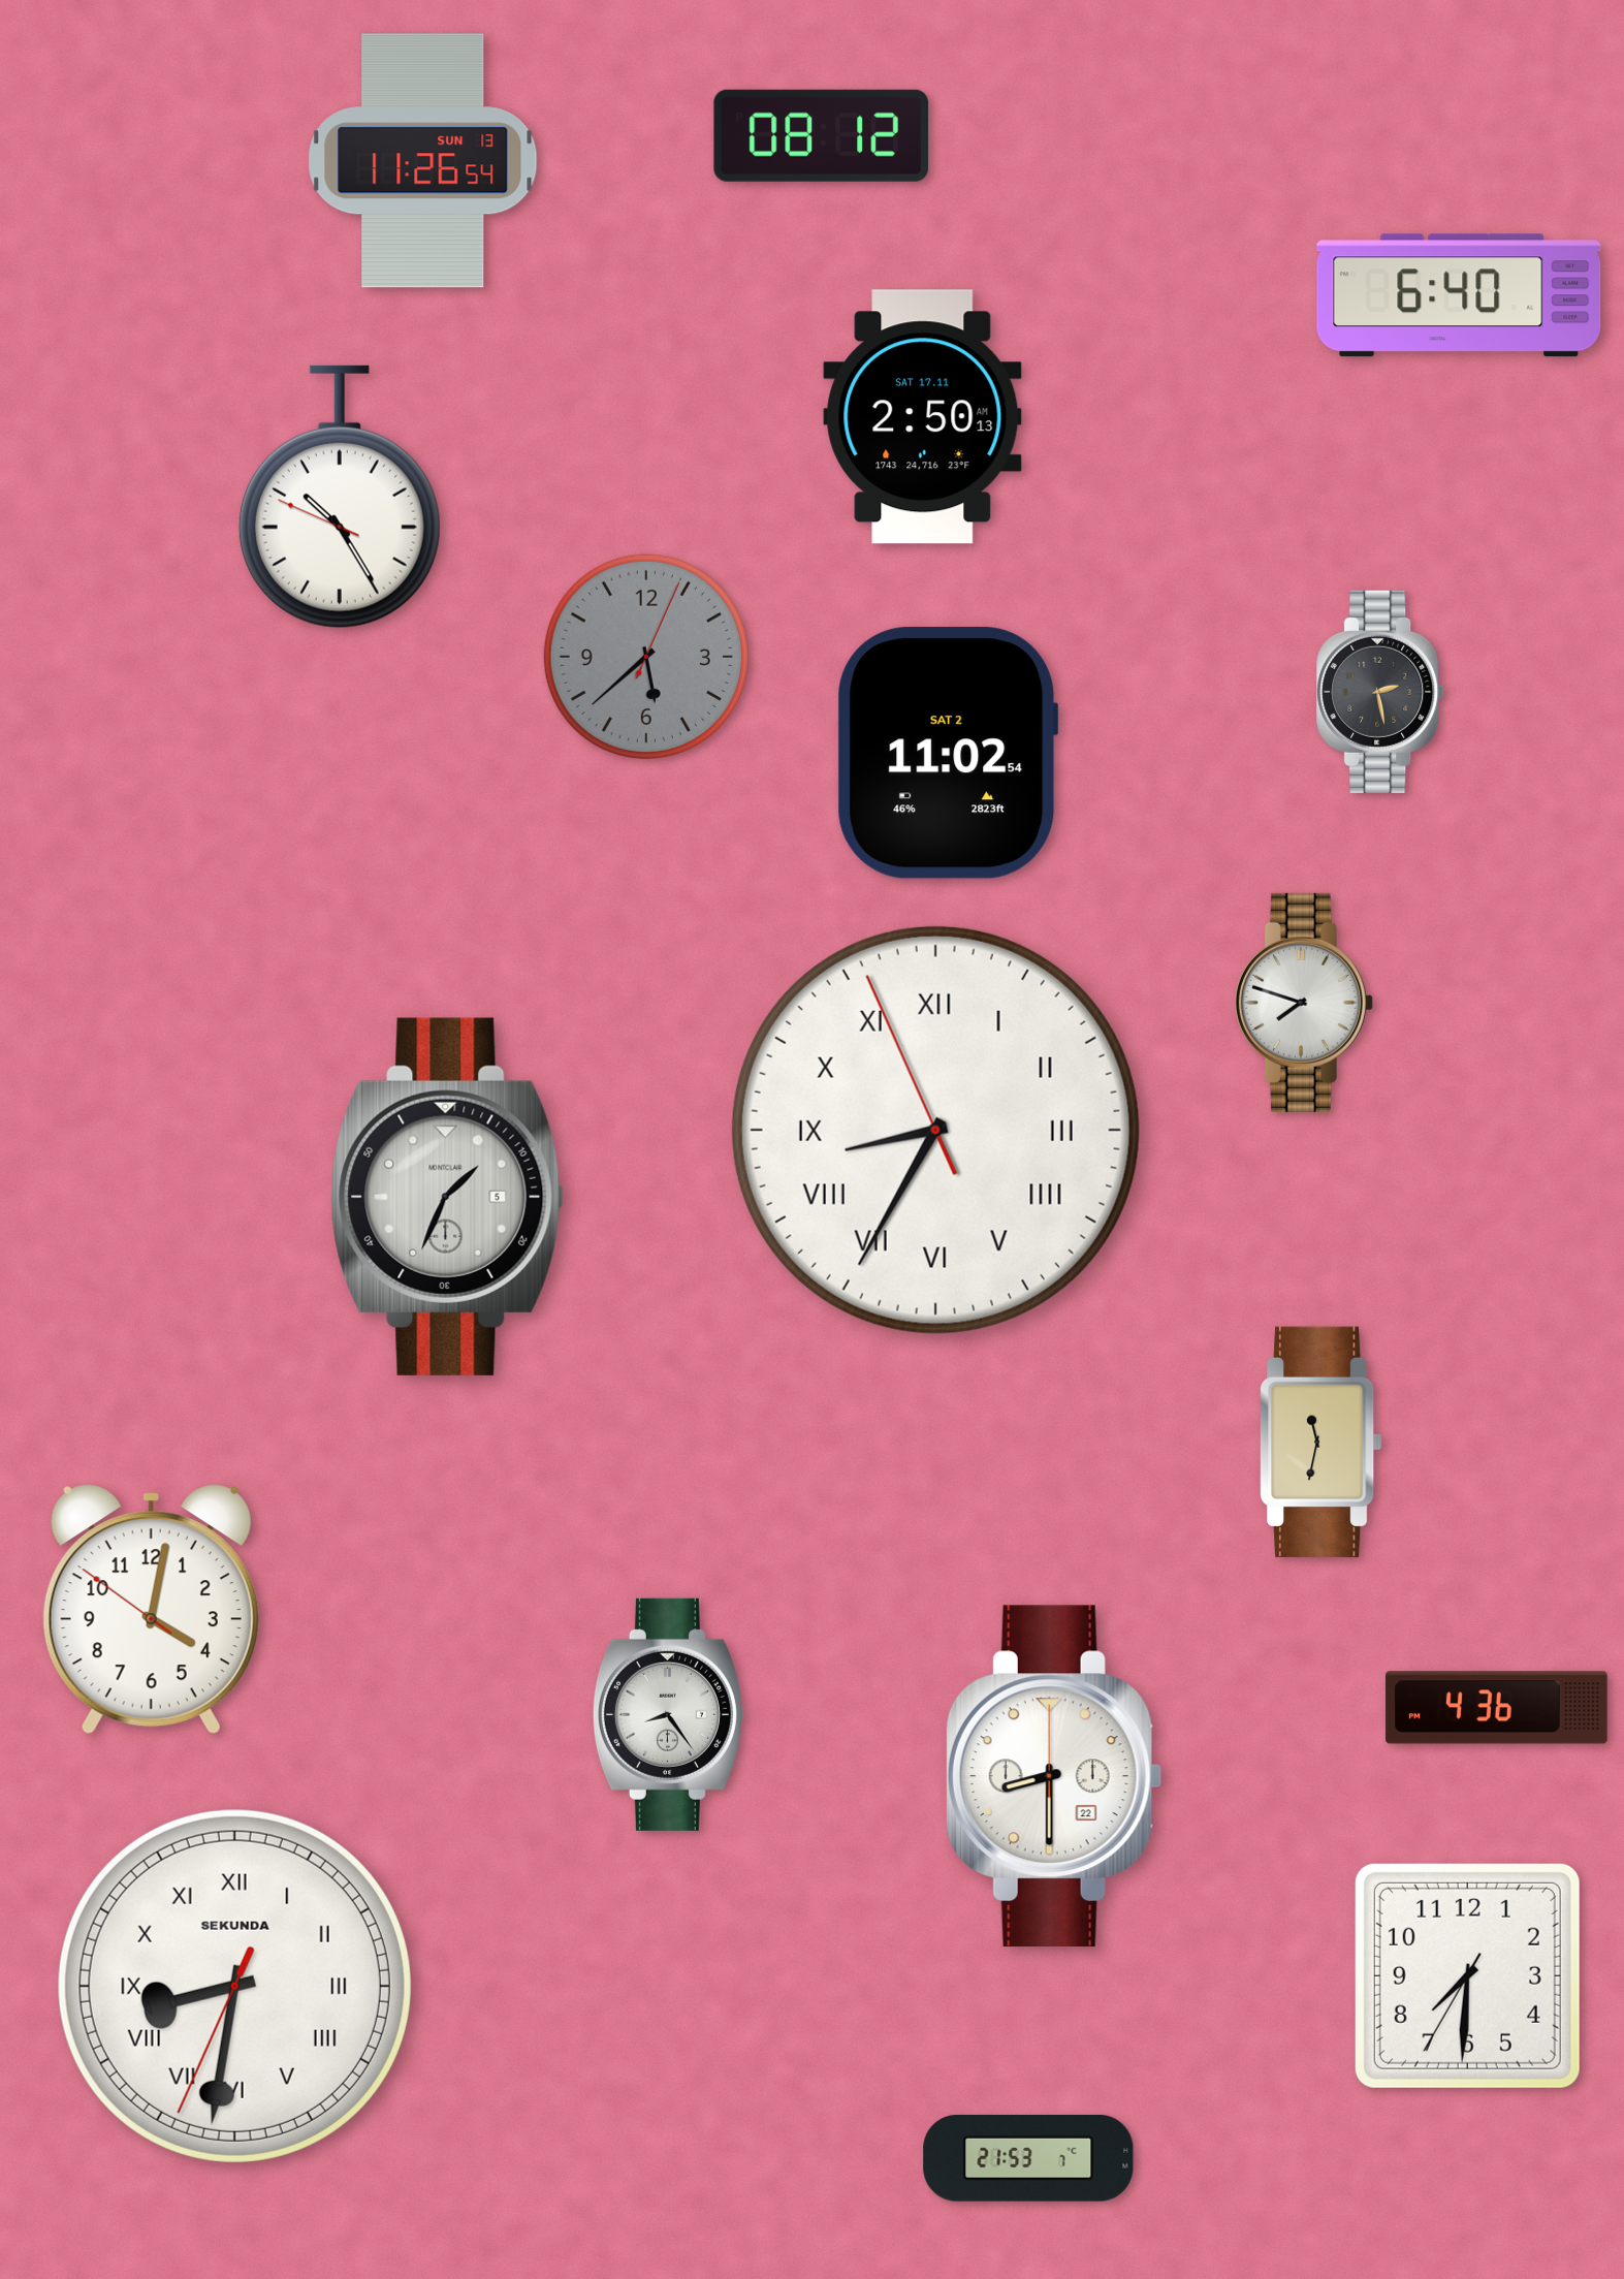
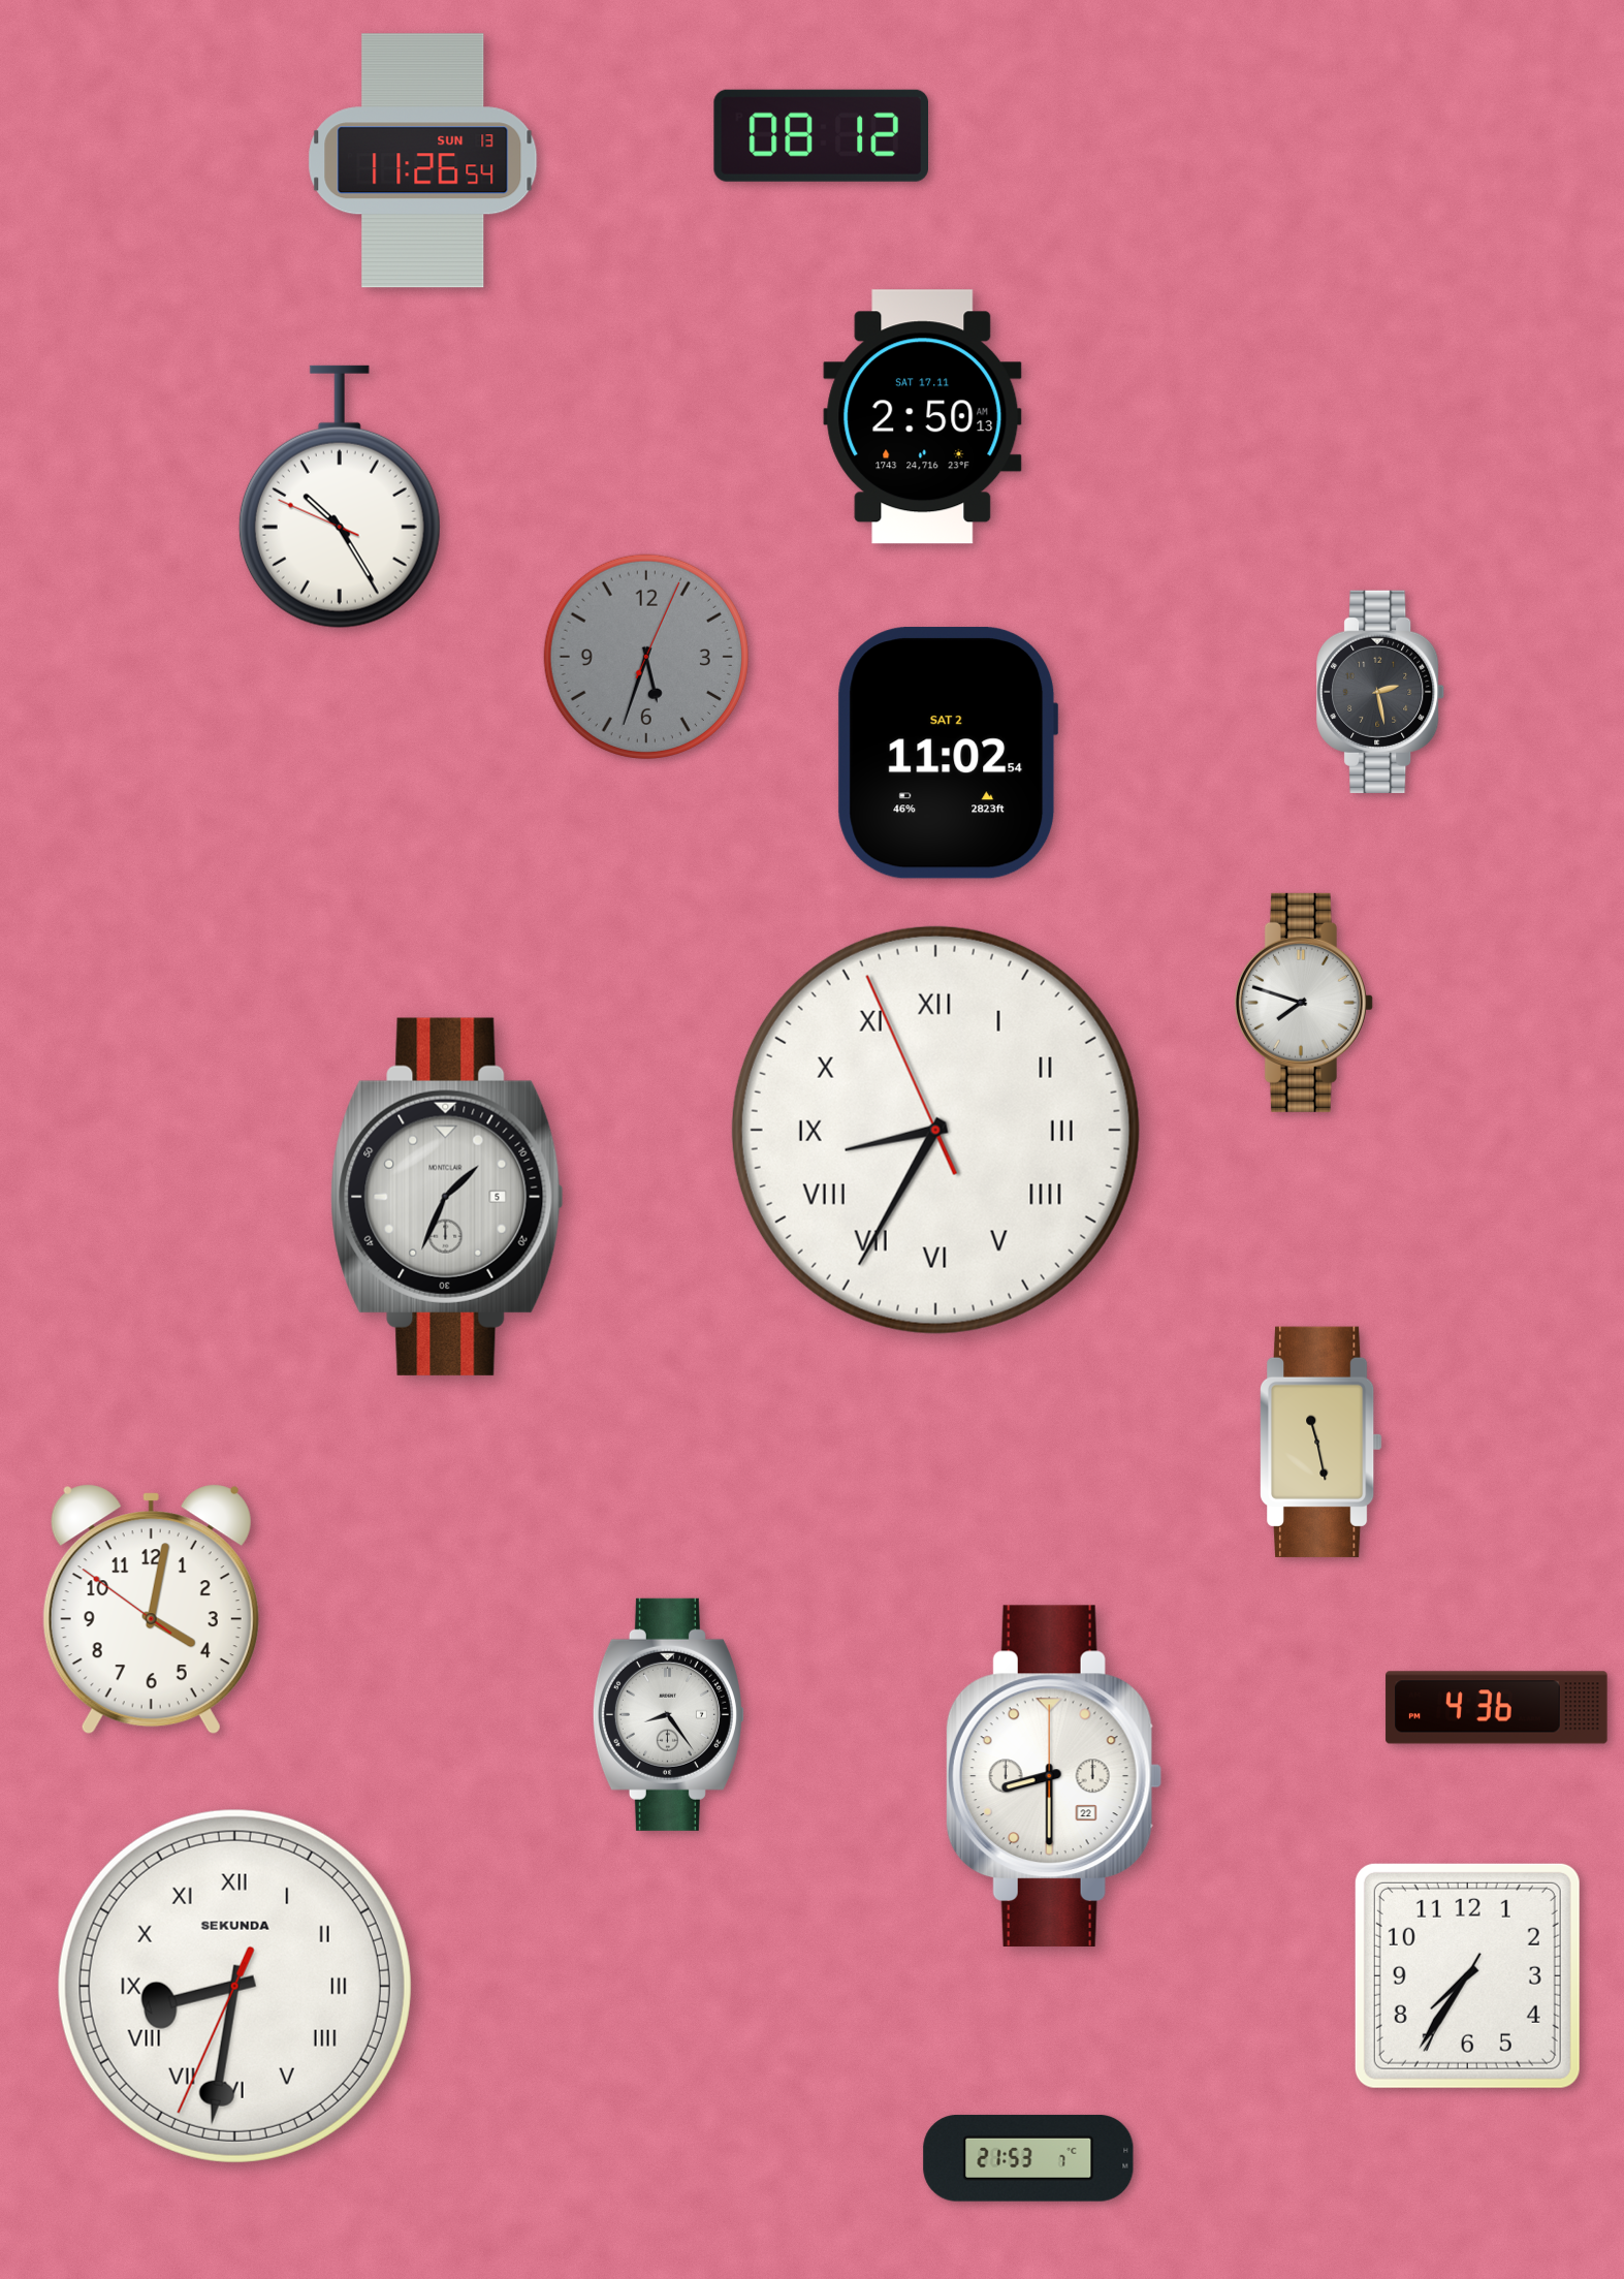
clock at (1459, 295): 6:40 -> none
clock at (646, 657): 5:38 -> 5:33
clock at (1322, 1442): 11:32 -> 11:28
clock at (1467, 1975): 7:30 -> 7:35
